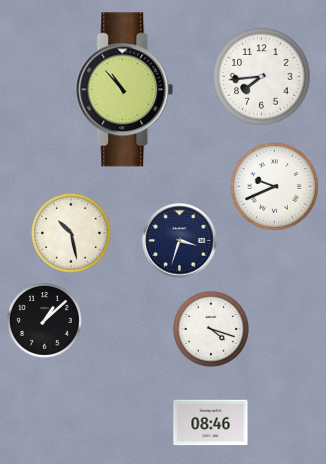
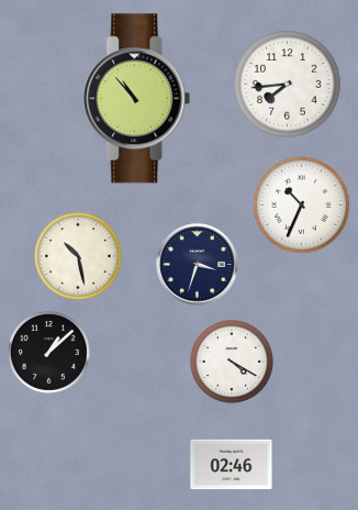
clock at (275, 187): 9:41 -> 10:34
clock at (212, 330): 4:18 -> 4:20
clock at (211, 423): 08:46 -> 02:46
